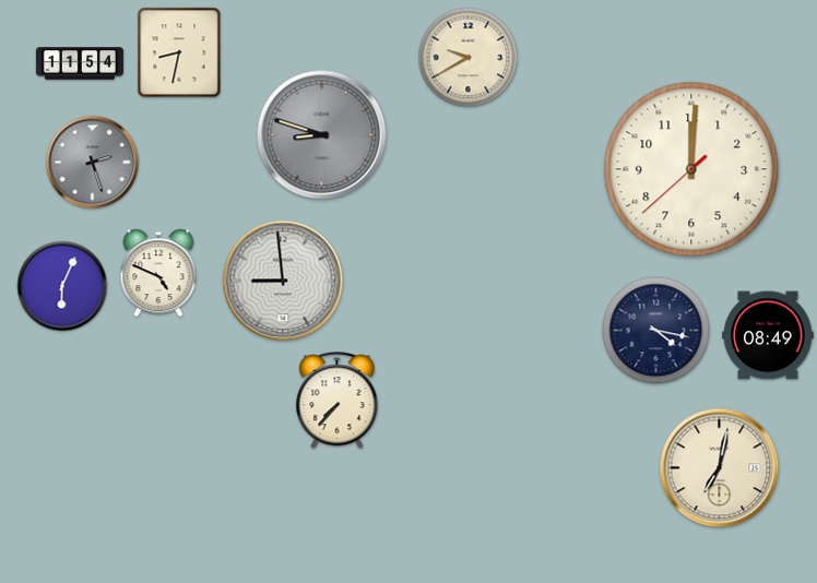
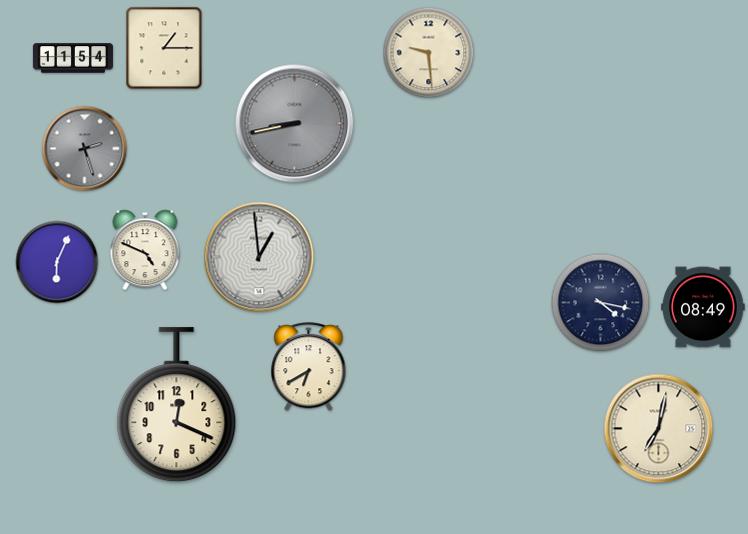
clock at (179, 52): 8:32 -> 1:15
clock at (469, 58): 9:40 -> 9:29
clock at (322, 135): 8:48 -> 8:43
clock at (691, 169): 12:00 -> none
clock at (283, 281): 8:59 -> 12:59
clock at (338, 401): 7:37 -> 6:40
clock at (177, 405): none -> 12:19
